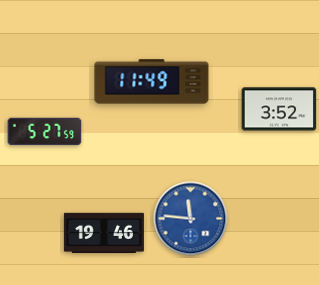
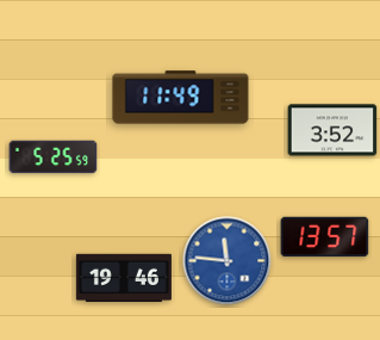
clock at (45, 132): 5:27 -> 5:25
clock at (325, 237): none -> 13:57
